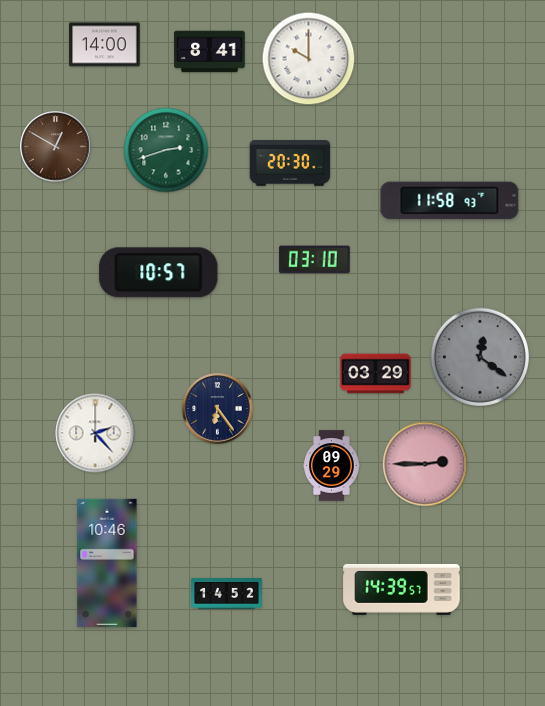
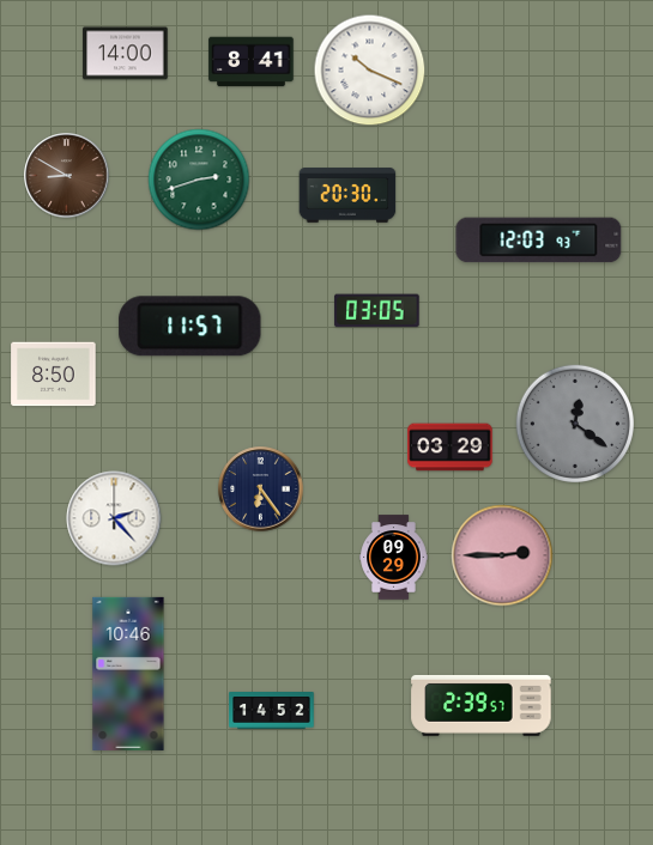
clock at (309, 59): 10:00 -> 10:19
clock at (56, 147): 12:50 -> 8:50
clock at (450, 201): 11:58 -> 12:03
clock at (315, 260): 03:10 -> 03:05
clock at (159, 273): 10:57 -> 11:57
clock at (54, 375): none -> 8:50
clock at (480, 357) position: (480, 357) -> (575, 424)
clock at (425, 464) position: (425, 464) -> (502, 555)
clock at (332, 466) position: (332, 466) -> (394, 558)
clock at (402, 589): 14:39 -> 2:39
